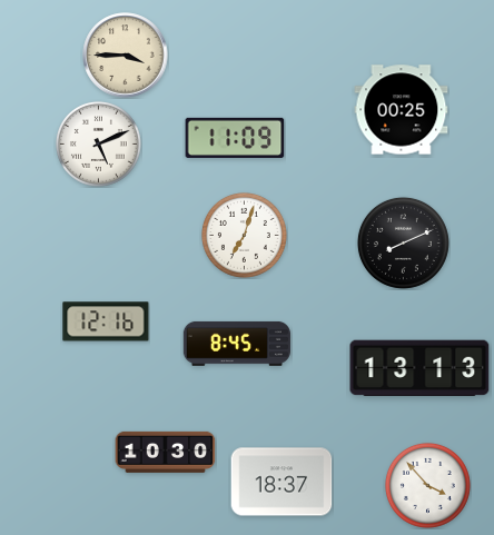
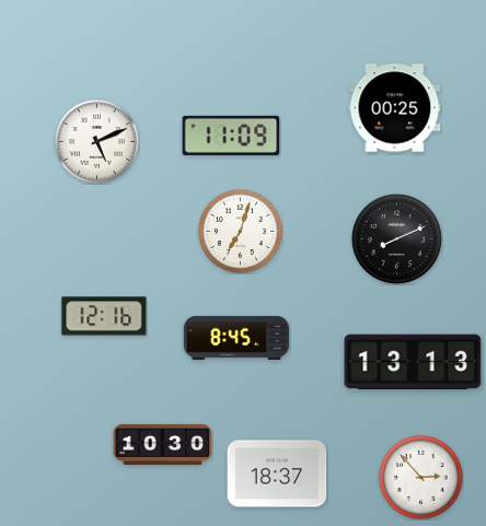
clock at (126, 56): 3:45 -> none
clock at (237, 344) position: (237, 344) -> (236, 338)
clock at (427, 485): 3:53 -> 2:53
